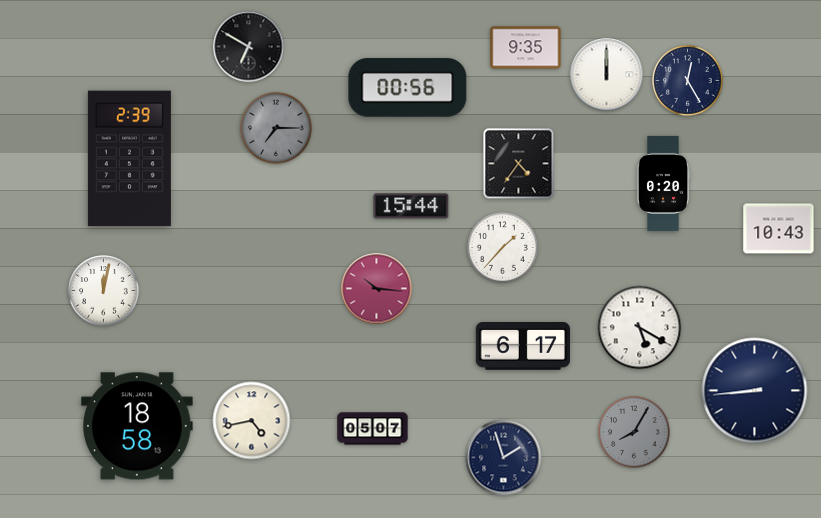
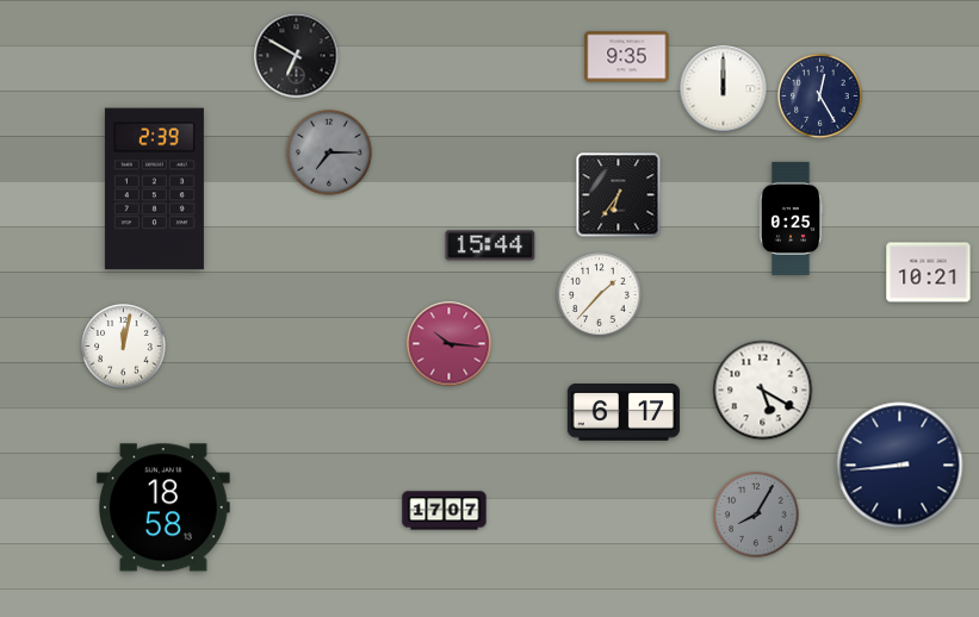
clock at (408, 88): 00:56 -> none
clock at (519, 164): 4:36 -> 6:36
clock at (663, 183): 0:20 -> 0:25
clock at (779, 229): 10:43 -> 10:21
clock at (252, 421): 4:43 -> none
clock at (373, 429): 05:07 -> 17:07
clock at (504, 458): 1:57 -> none
